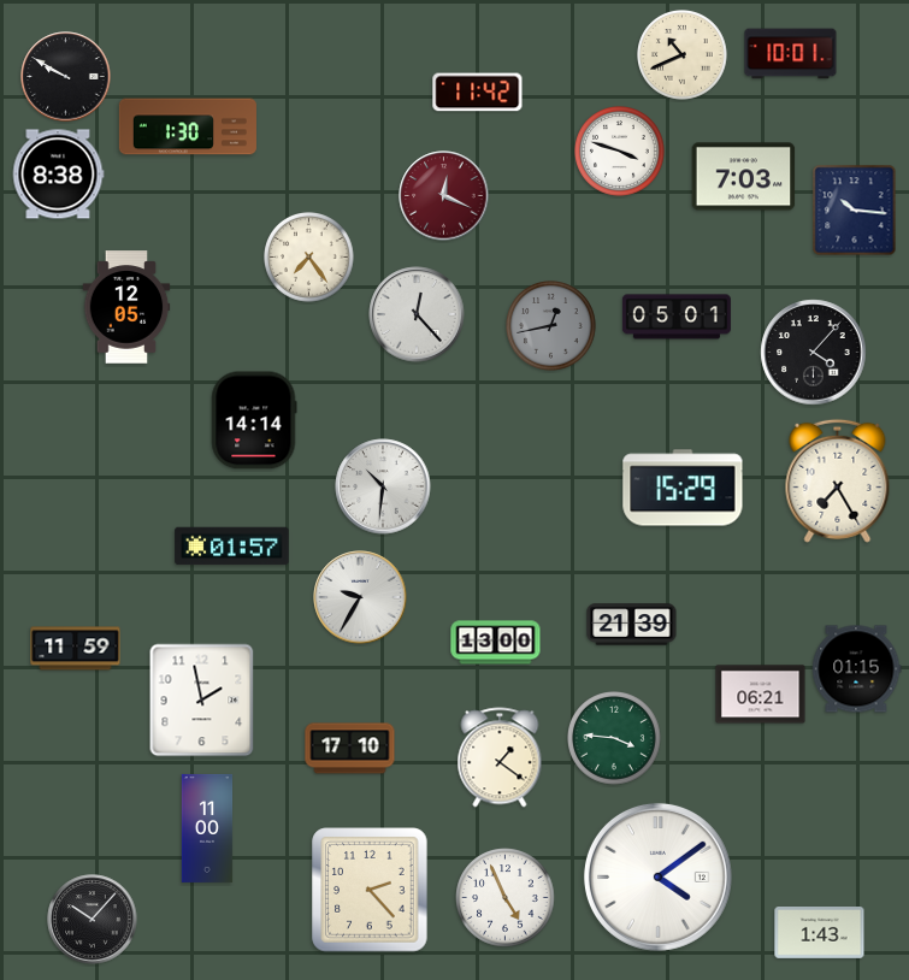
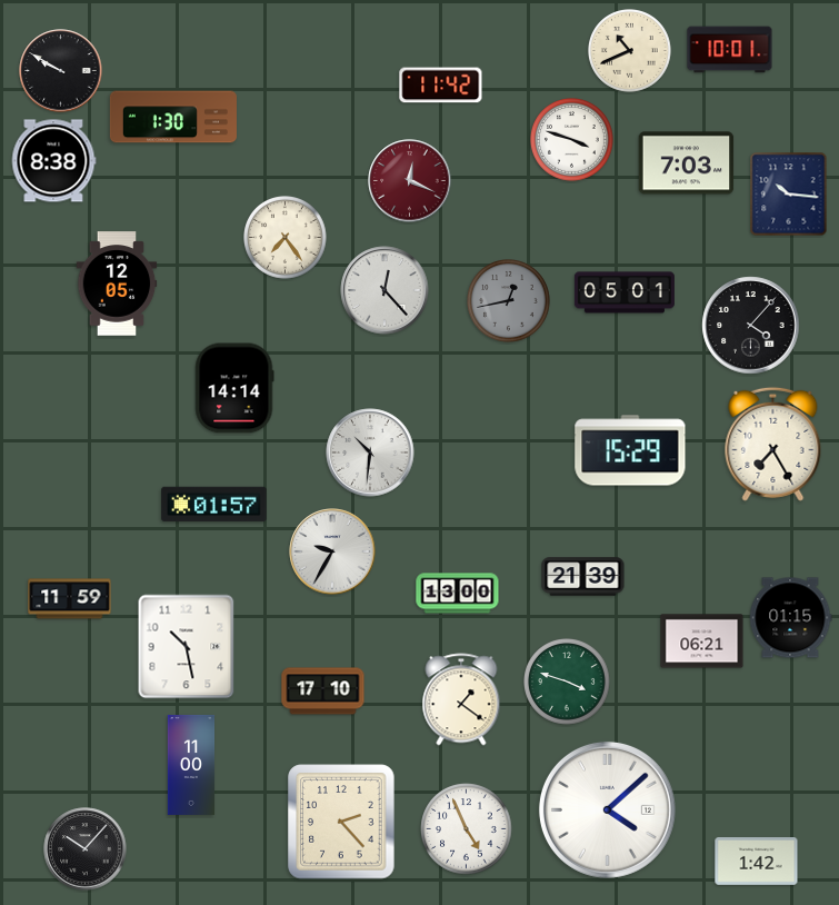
clock at (383, 486) position: (383, 486) -> (370, 452)
clock at (202, 701): 1:58 -> 10:28
clock at (614, 738): 3:46 -> 3:48
clock at (657, 876): 4:09 -> 4:08
clock at (820, 933): 1:43 -> 1:42
